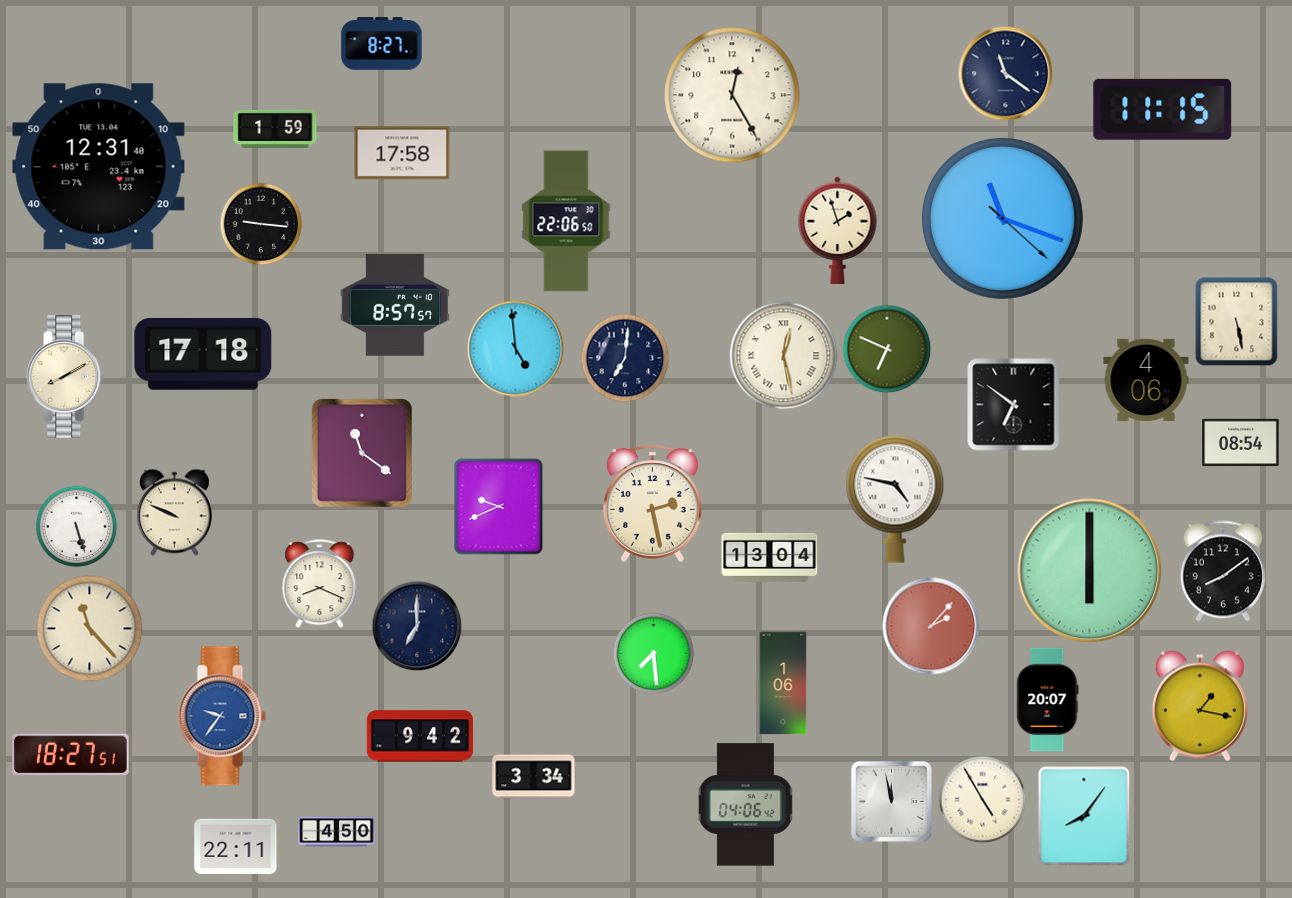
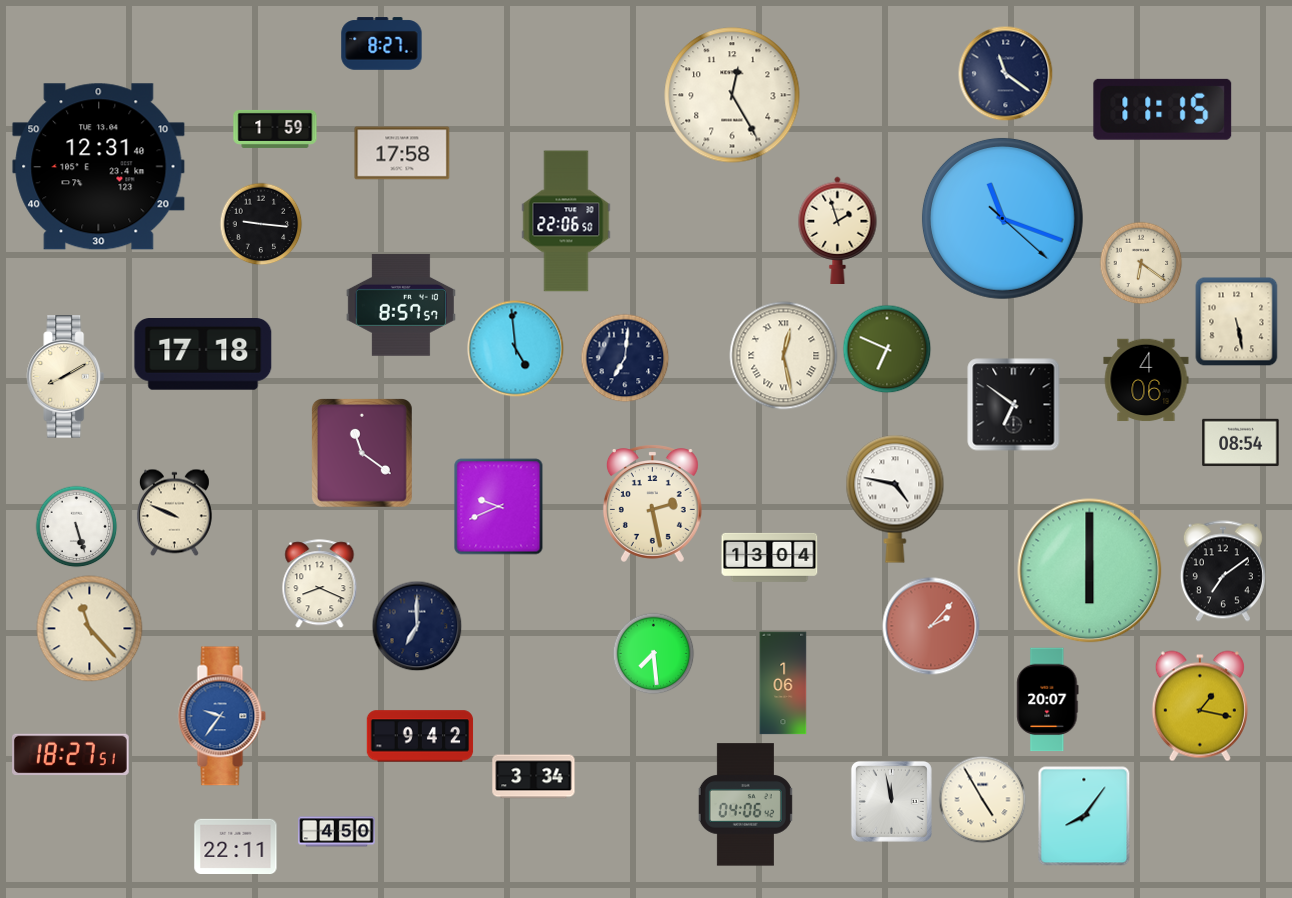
clock at (1141, 263): none -> 6:21
clock at (395, 306) position: (395, 306) -> (401, 306)
clock at (1223, 571): 8:09 -> 7:09
